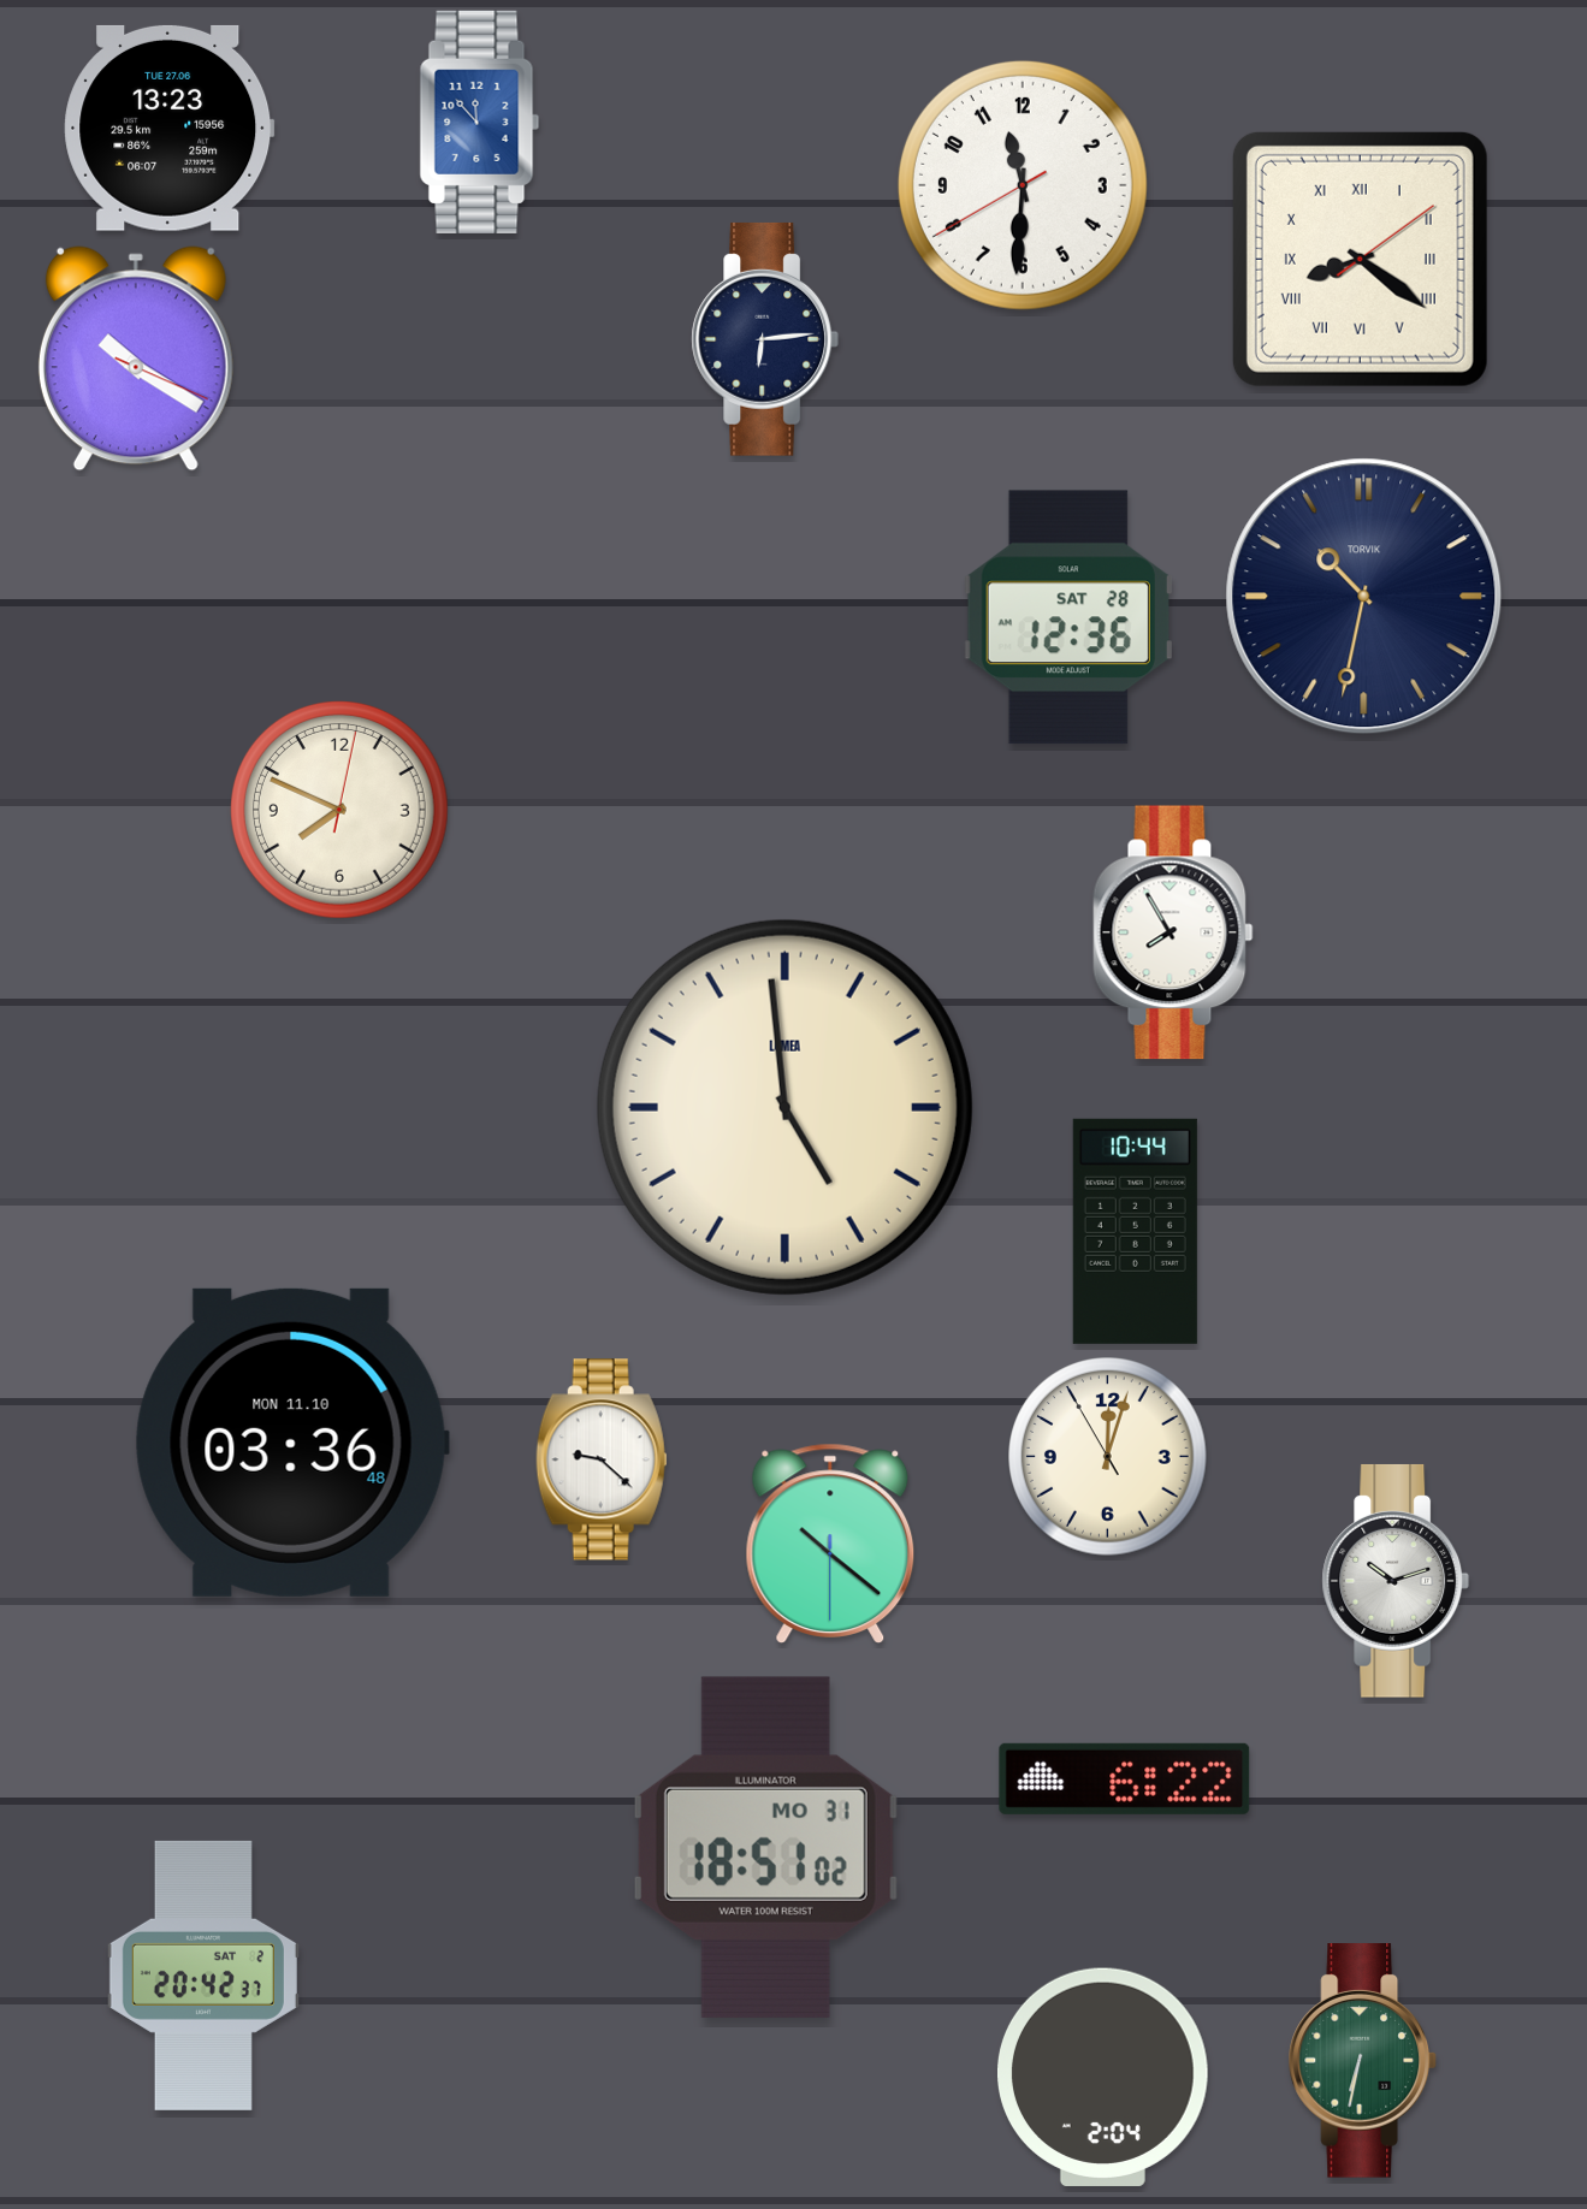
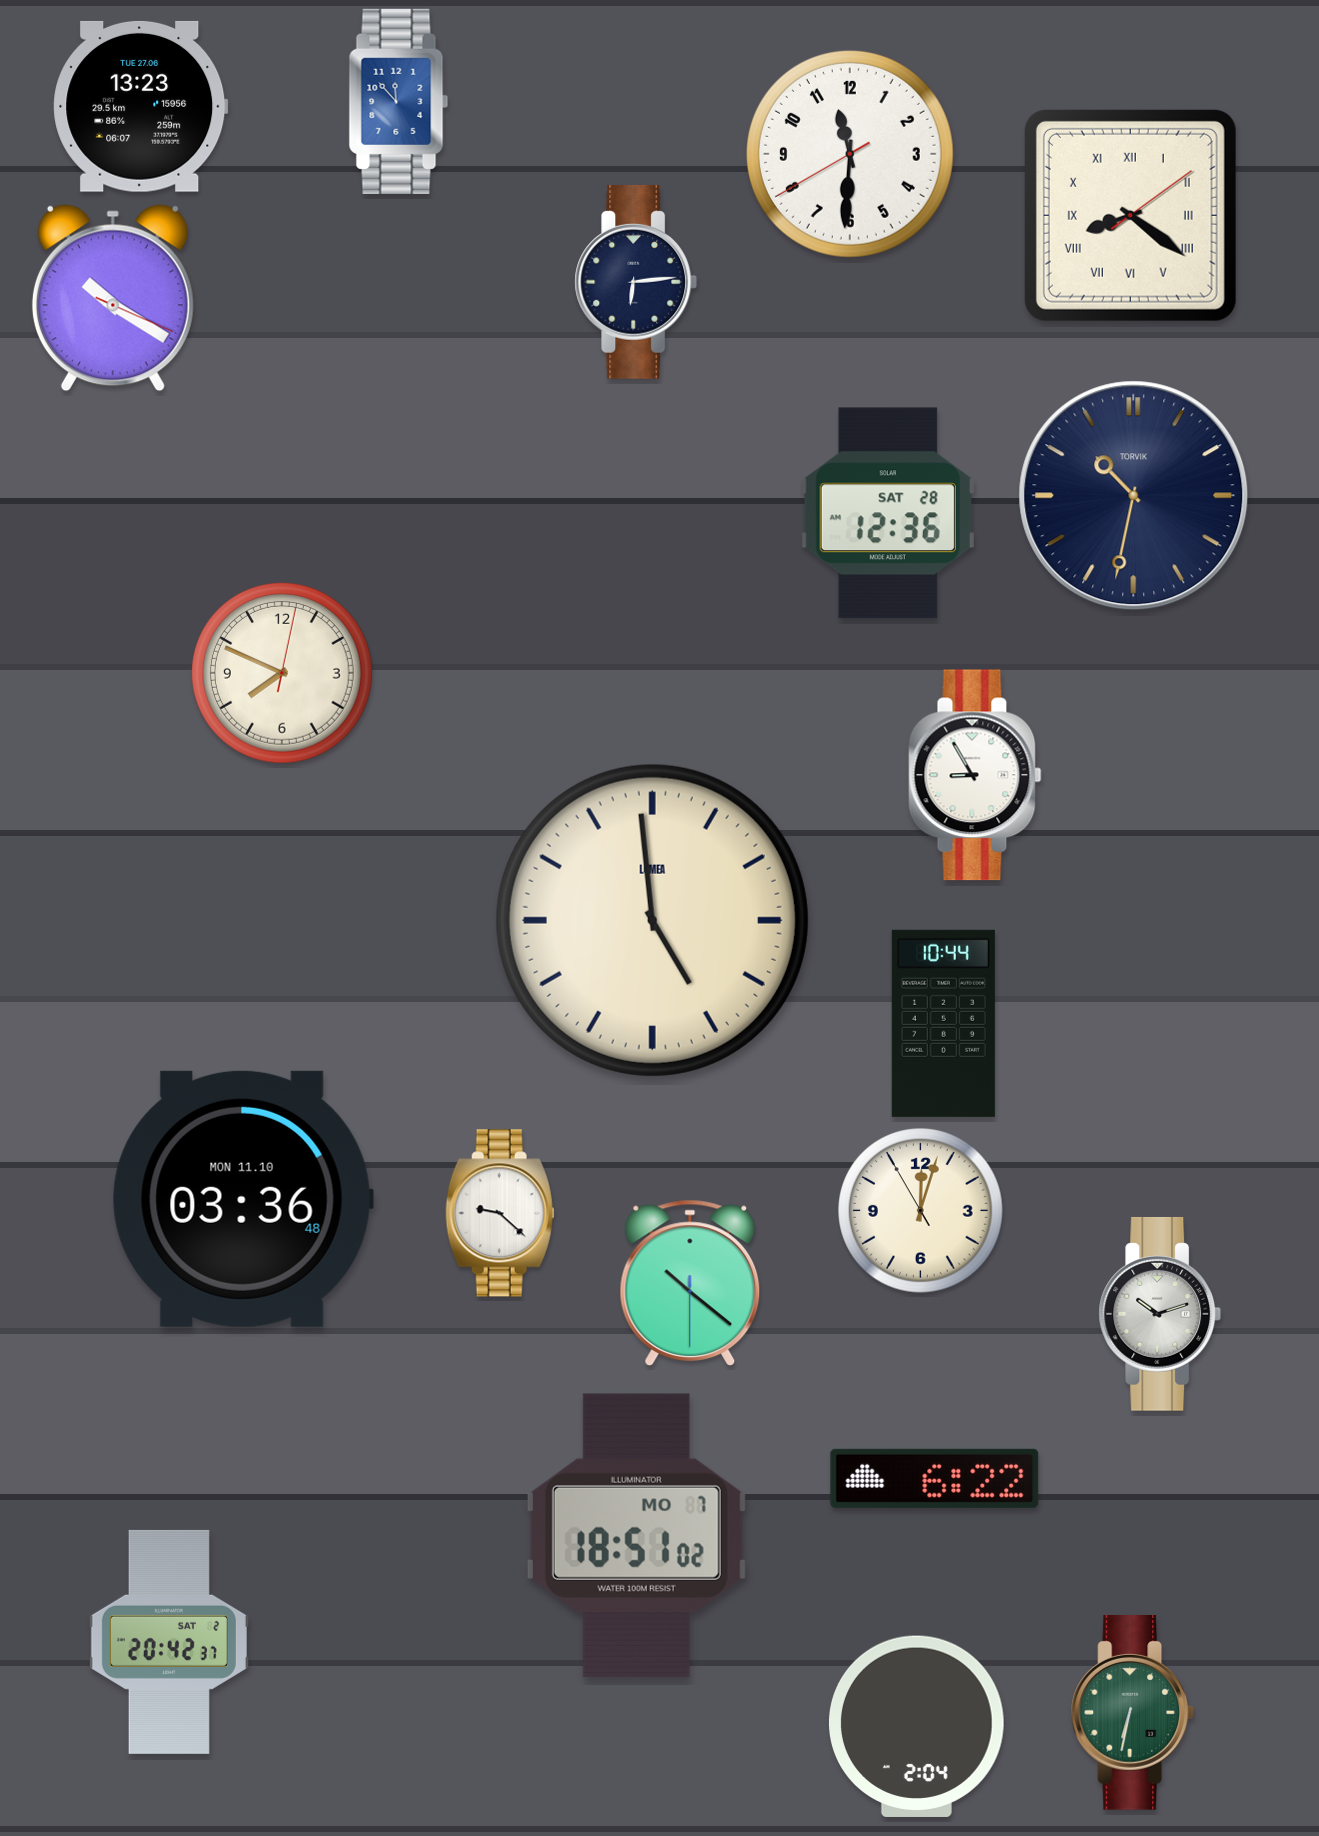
clock at (1173, 932): 7:55 -> 8:55
clock at (765, 1847) date: MO 31 -> MO 7
